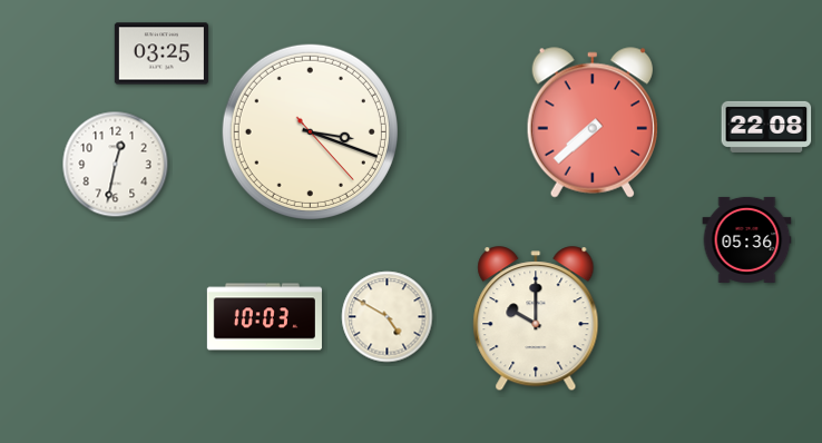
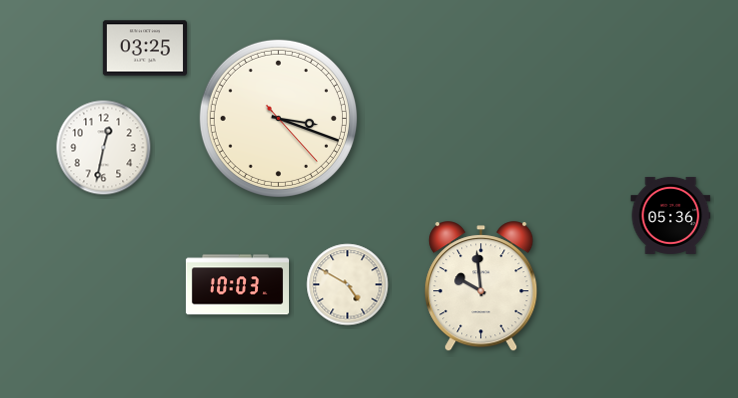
clock at (591, 122): 7:38 -> none
clock at (766, 127): 22:08 -> none
clock at (536, 319): 10:00 -> 9:59
